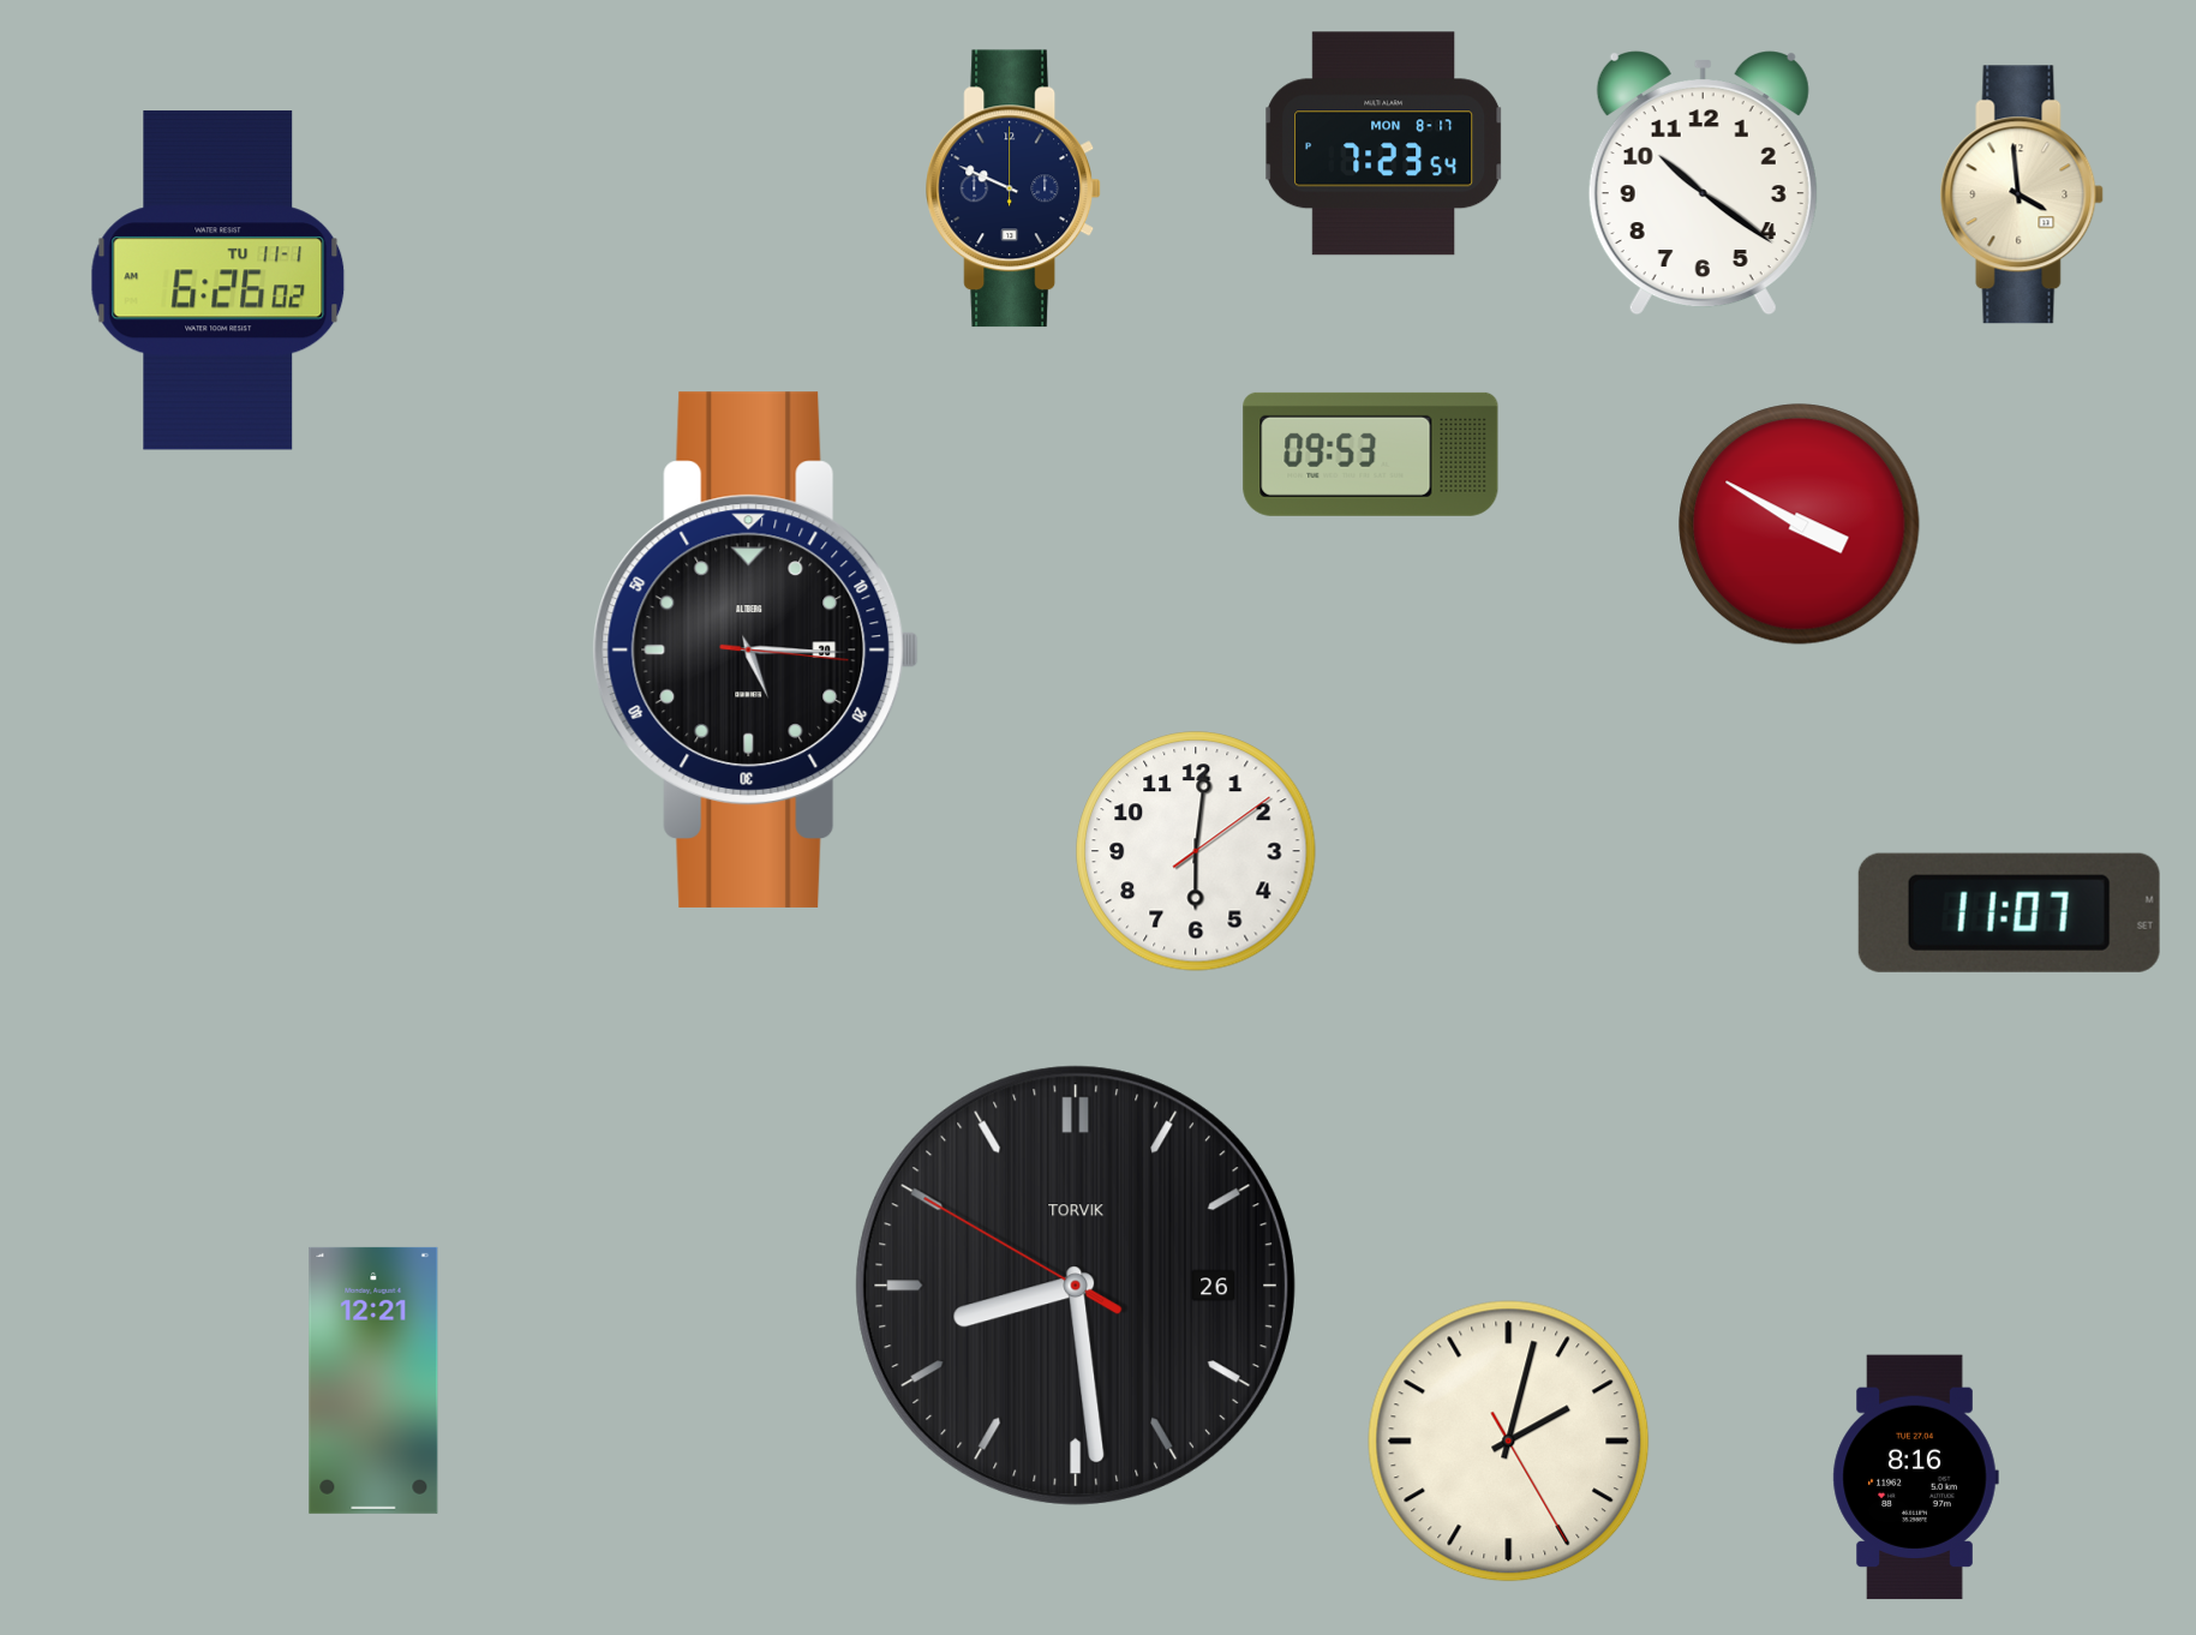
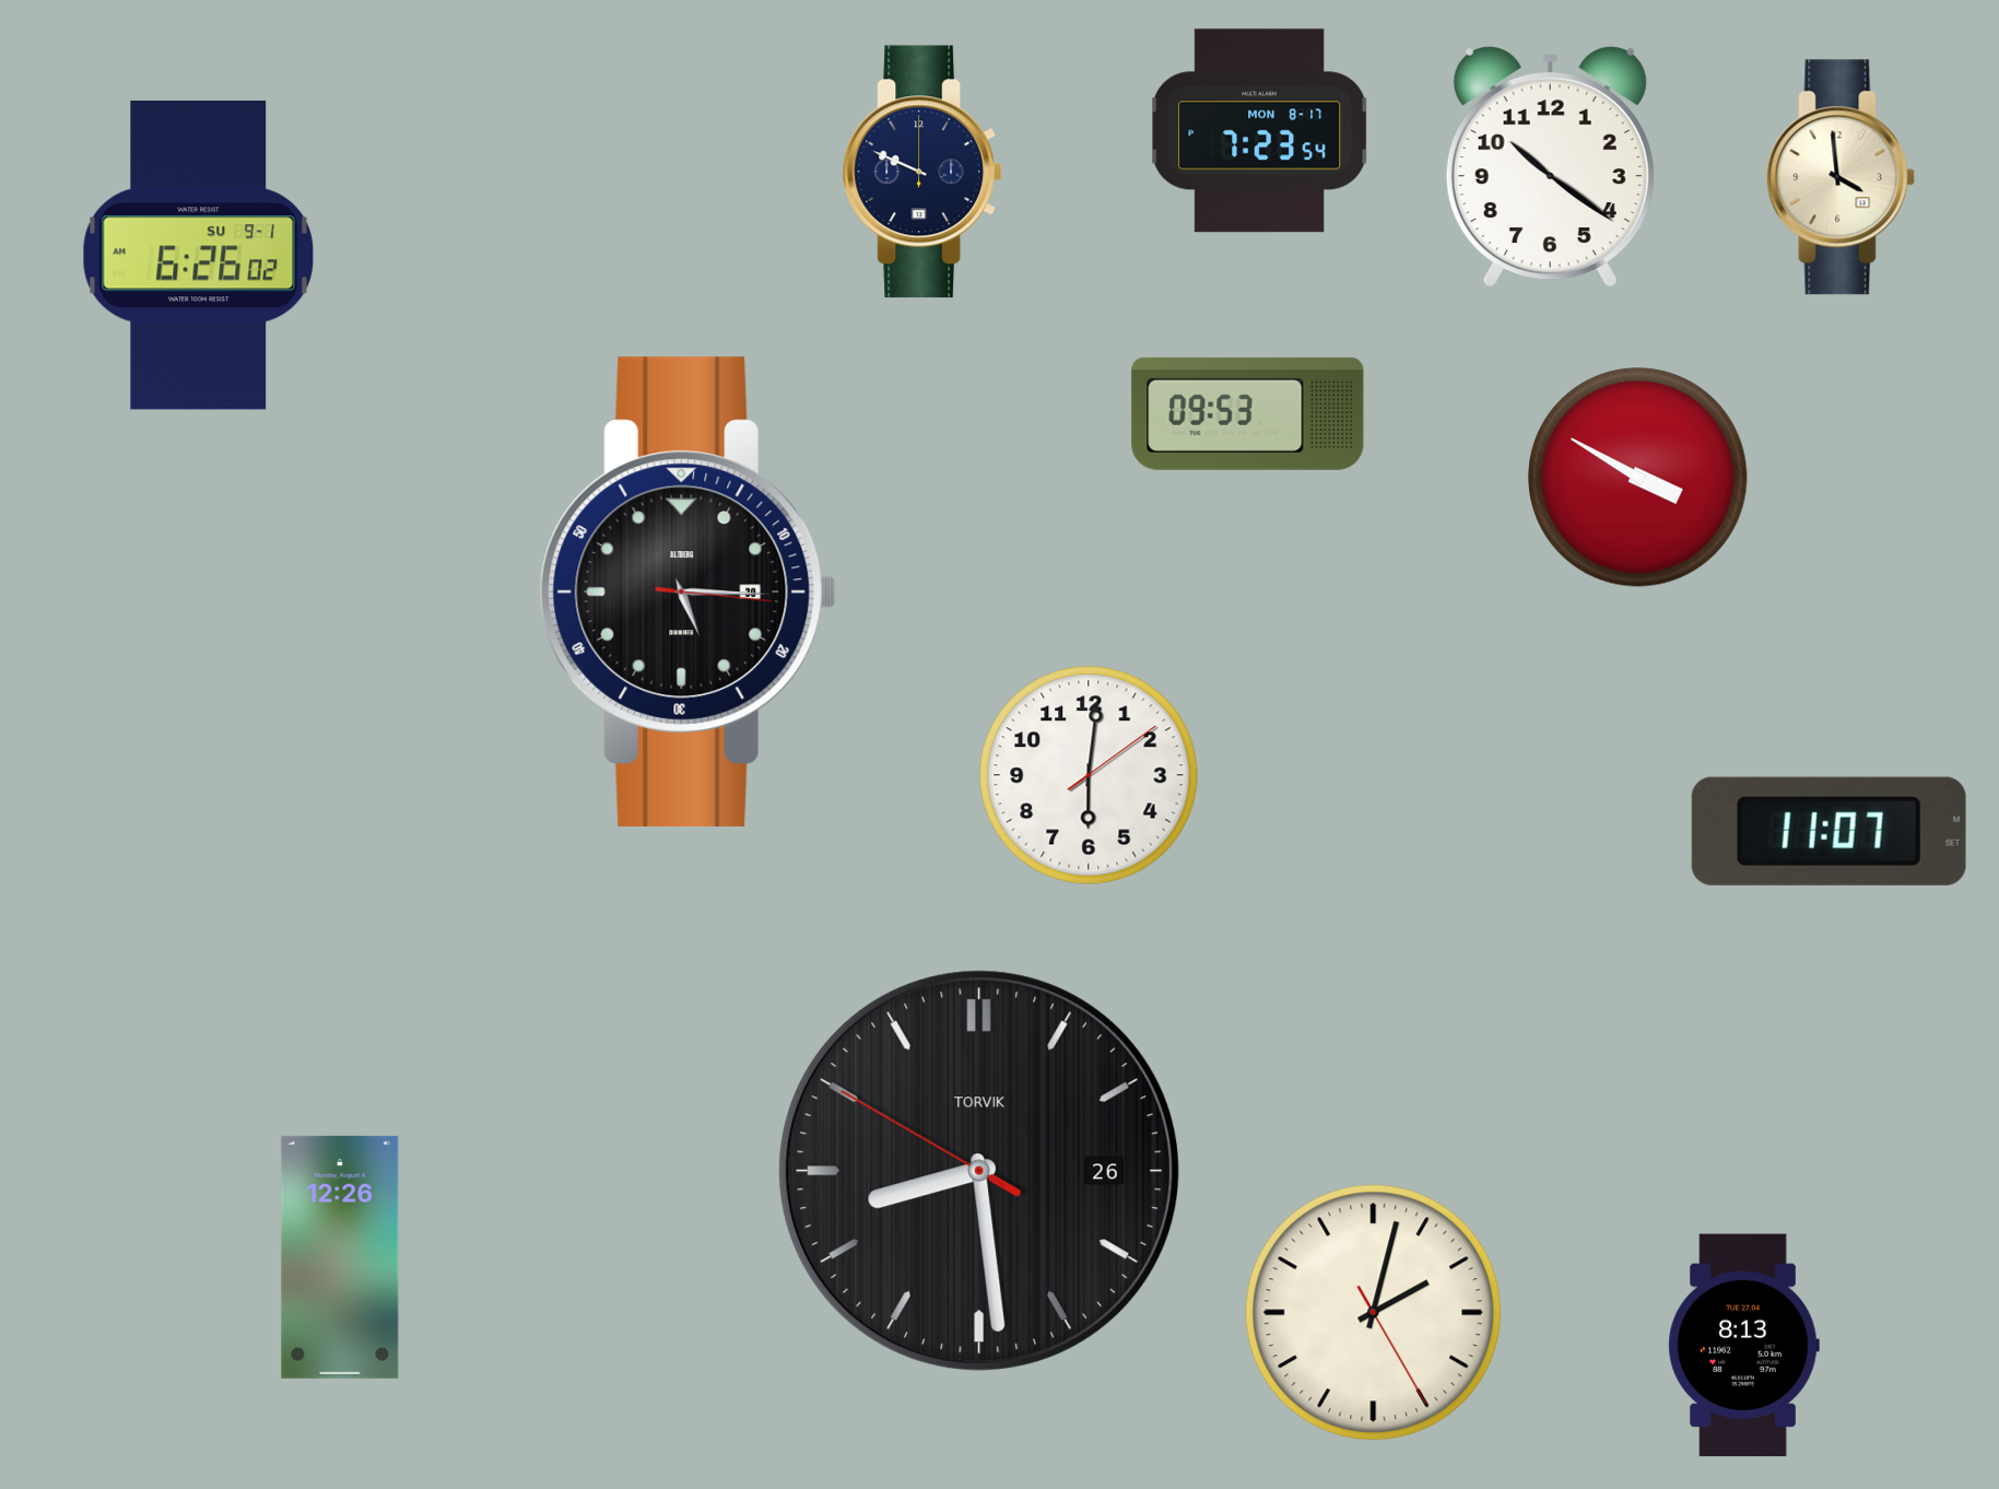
clock at (219, 281) date: TU 11-1 -> SU 9-1
clock at (373, 1381): 12:21 -> 12:26
clock at (1915, 1478): 8:16 -> 8:13
